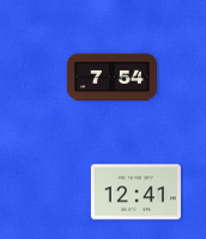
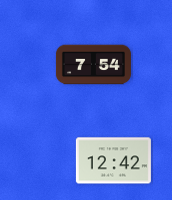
clock at (135, 192): 12:41 -> 12:42
